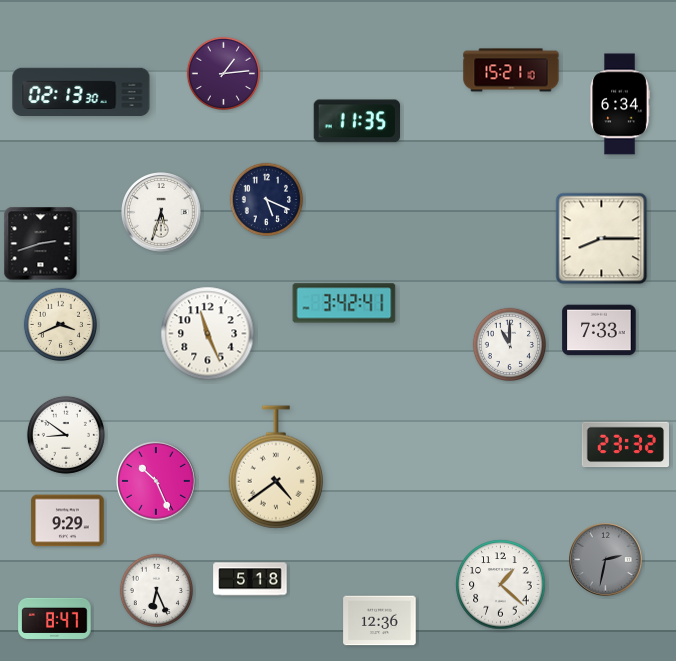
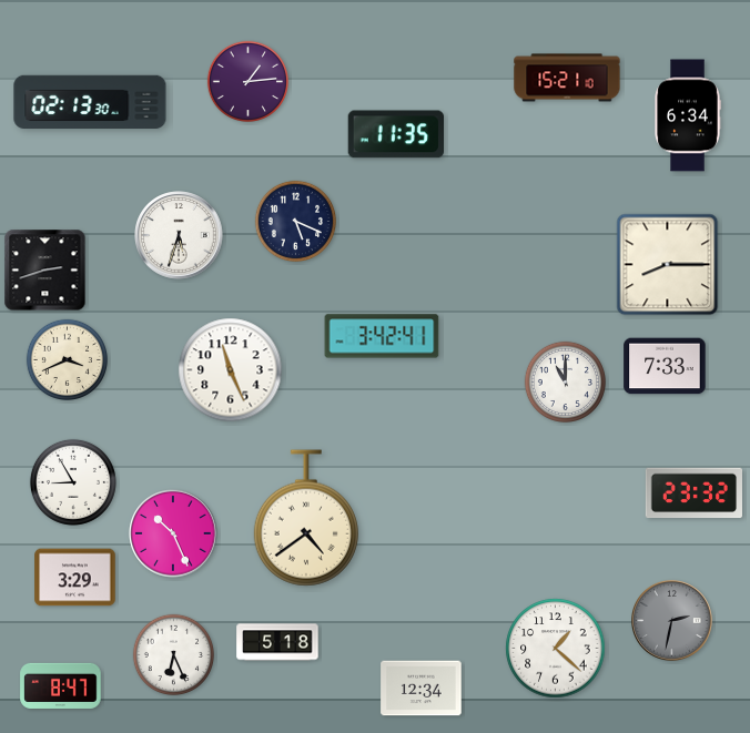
clock at (66, 435): 8:51 -> 8:55
clock at (68, 521): 9:29 -> 3:29
clock at (380, 621): 12:36 -> 12:34
